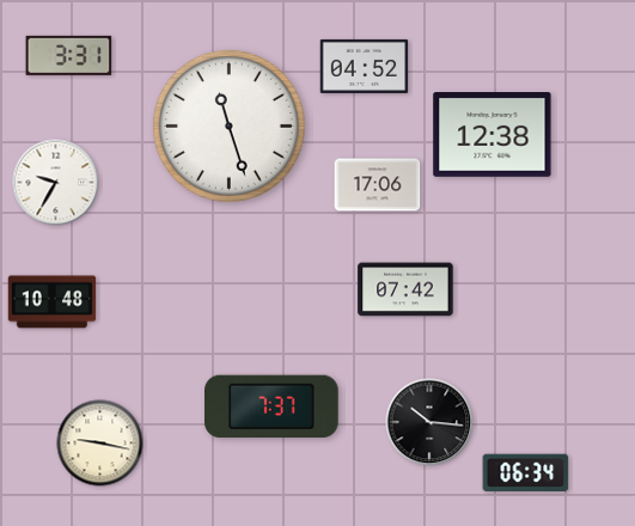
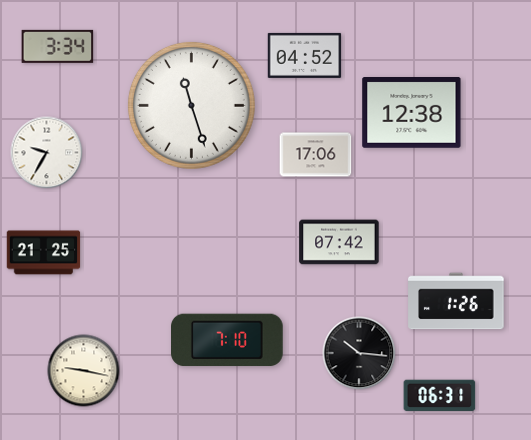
clock at (69, 55): 3:31 -> 3:34
clock at (53, 302): 10:48 -> 21:25
clock at (456, 301): none -> 1:26
clock at (273, 406): 7:37 -> 7:10
clock at (526, 473): 06:34 -> 06:31
